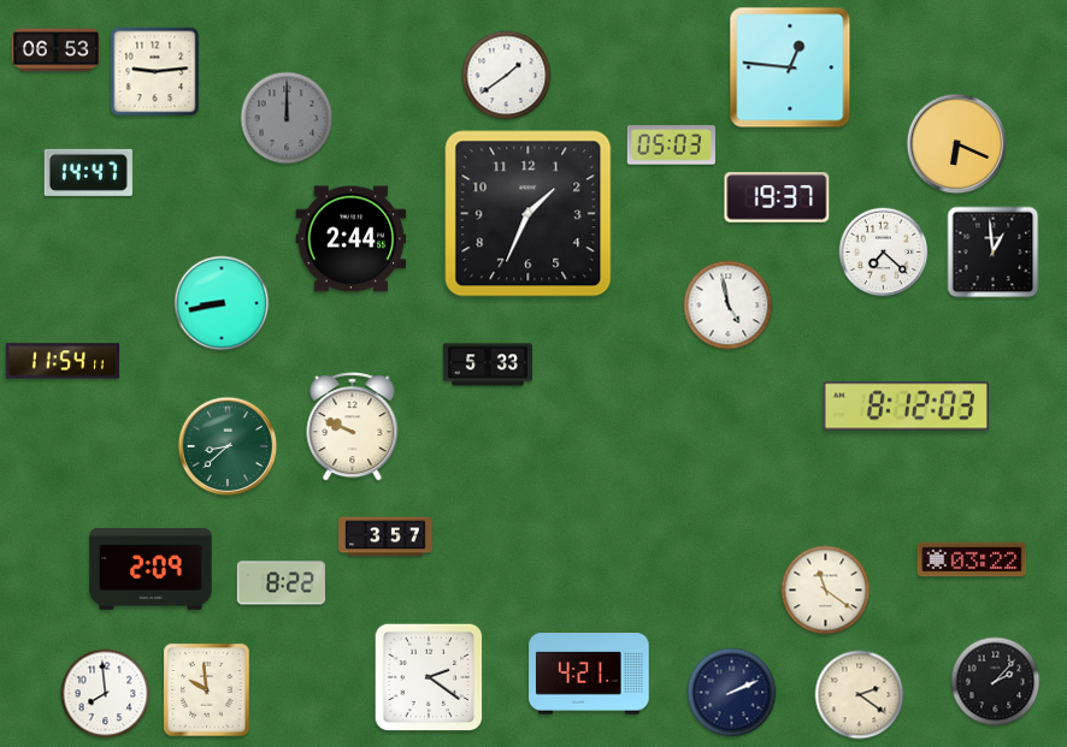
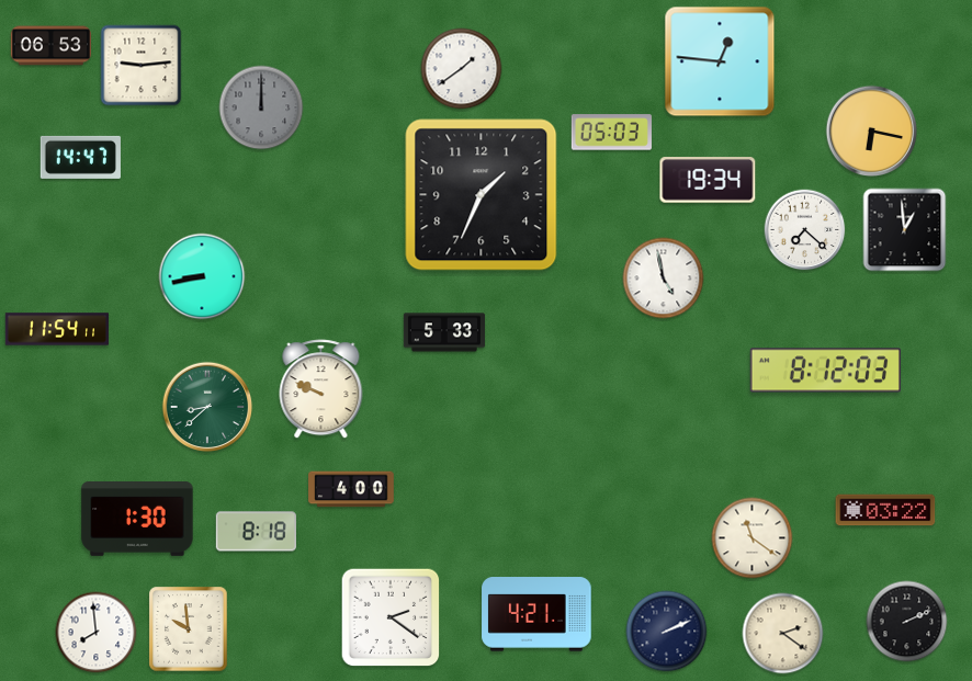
clock at (957, 144): 6:19 -> 6:17
clock at (777, 197): 19:37 -> 19:34
clock at (352, 239): 2:44 -> none
clock at (385, 536): 3:57 -> 4:00
clock at (151, 570): 2:09 -> 1:30
clock at (281, 583): 8:22 -> 8:18
clock at (996, 682): 2:07 -> 2:11
